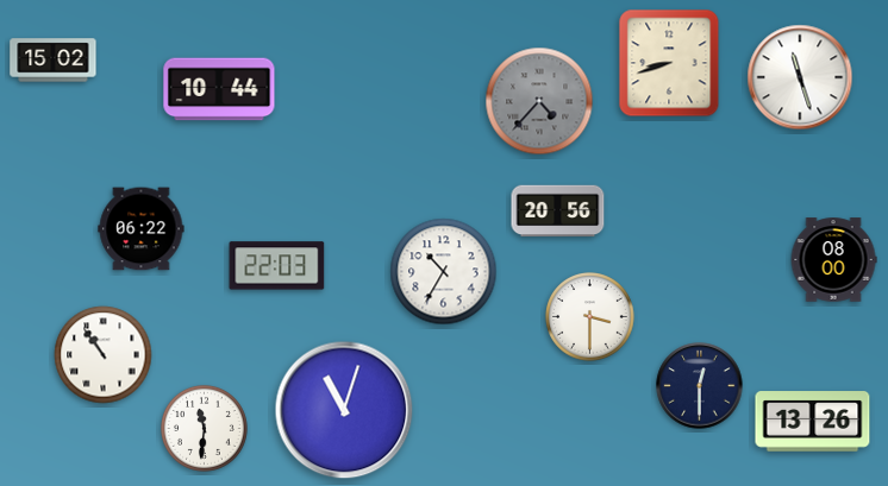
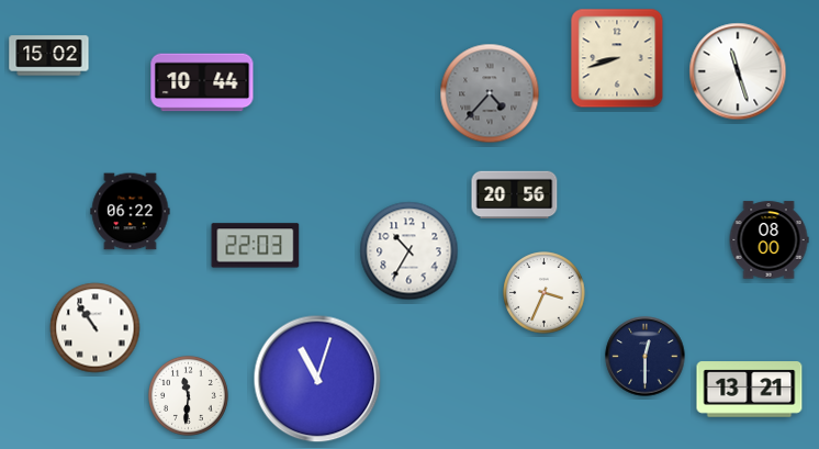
clock at (539, 101) position: (539, 101) -> (490, 93)
clock at (590, 317): 3:30 -> 3:34
clock at (813, 422): 13:26 -> 13:21
